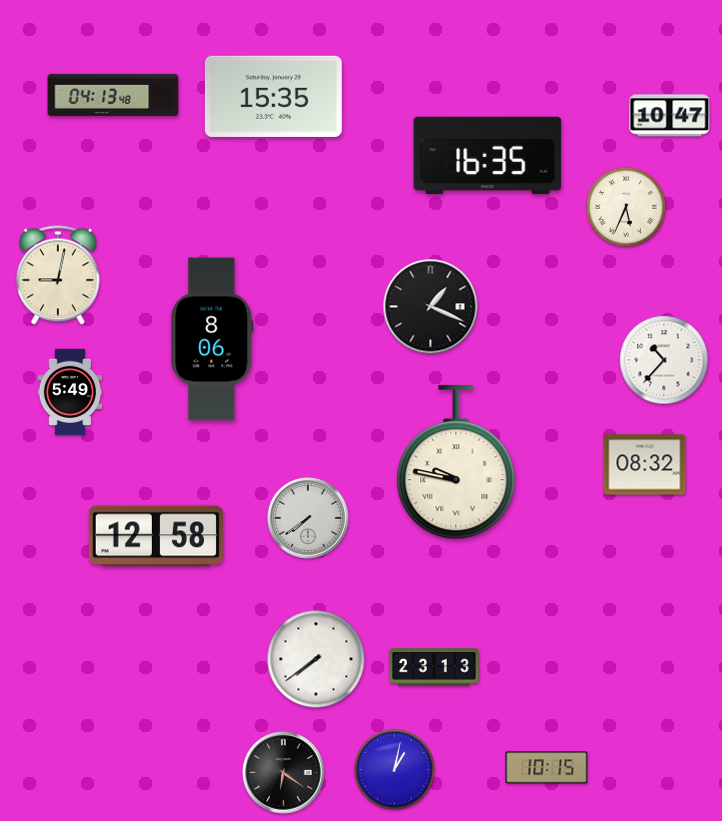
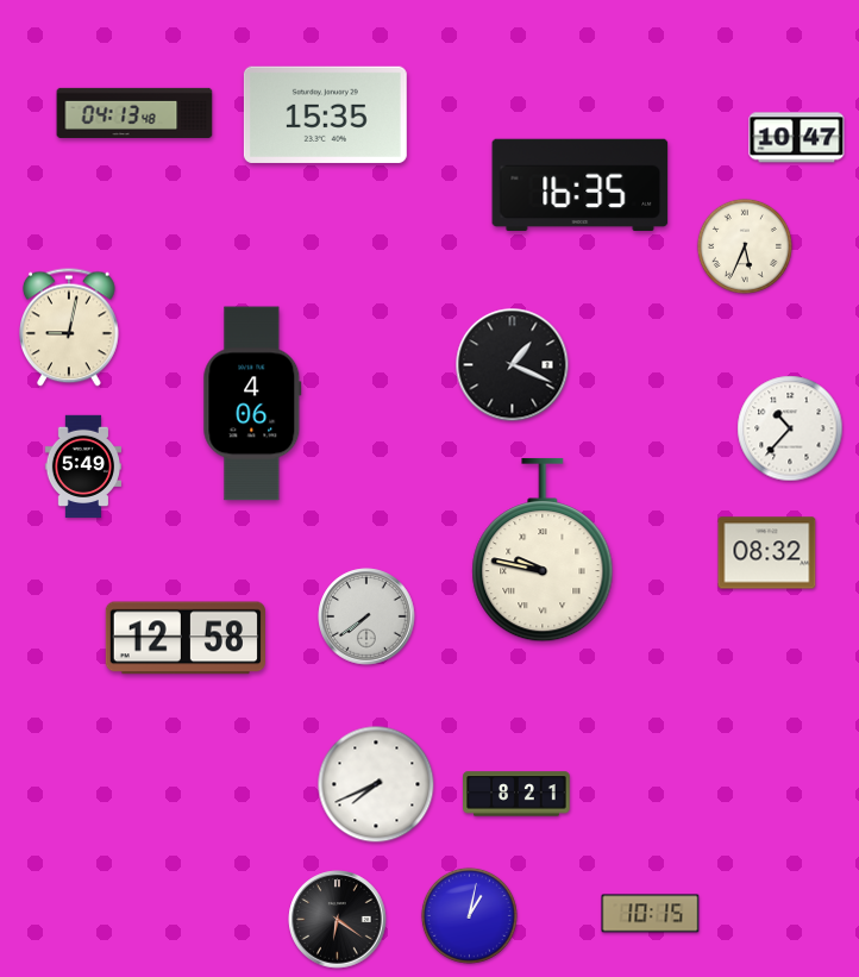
clock at (212, 339): 8:06 -> 4:06
clock at (316, 659): 7:39 -> 7:41
clock at (434, 667): 23:13 -> 8:21
